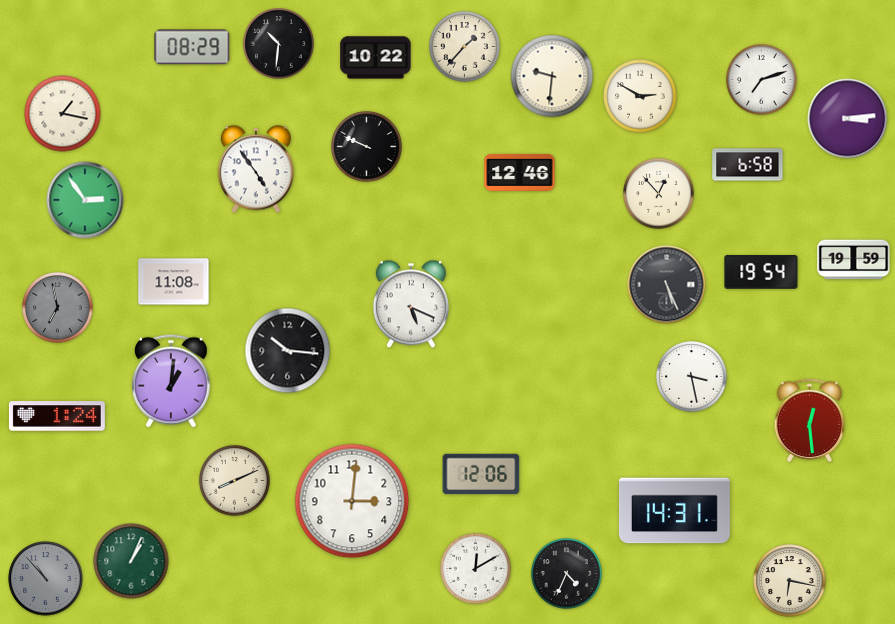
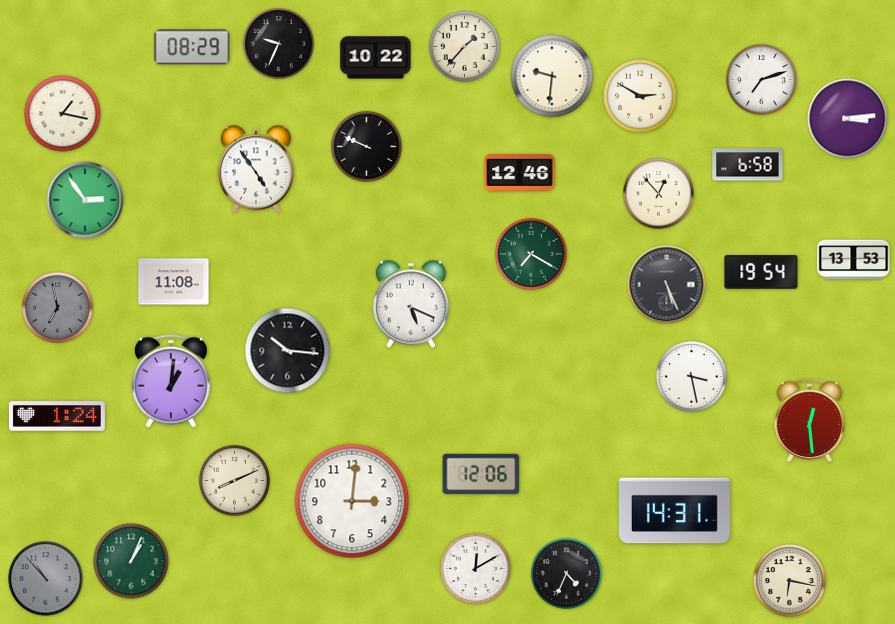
clock at (279, 44): 10:31 -> 9:34
clock at (531, 254): none -> 7:20
clock at (854, 260): 19:59 -> 13:53
